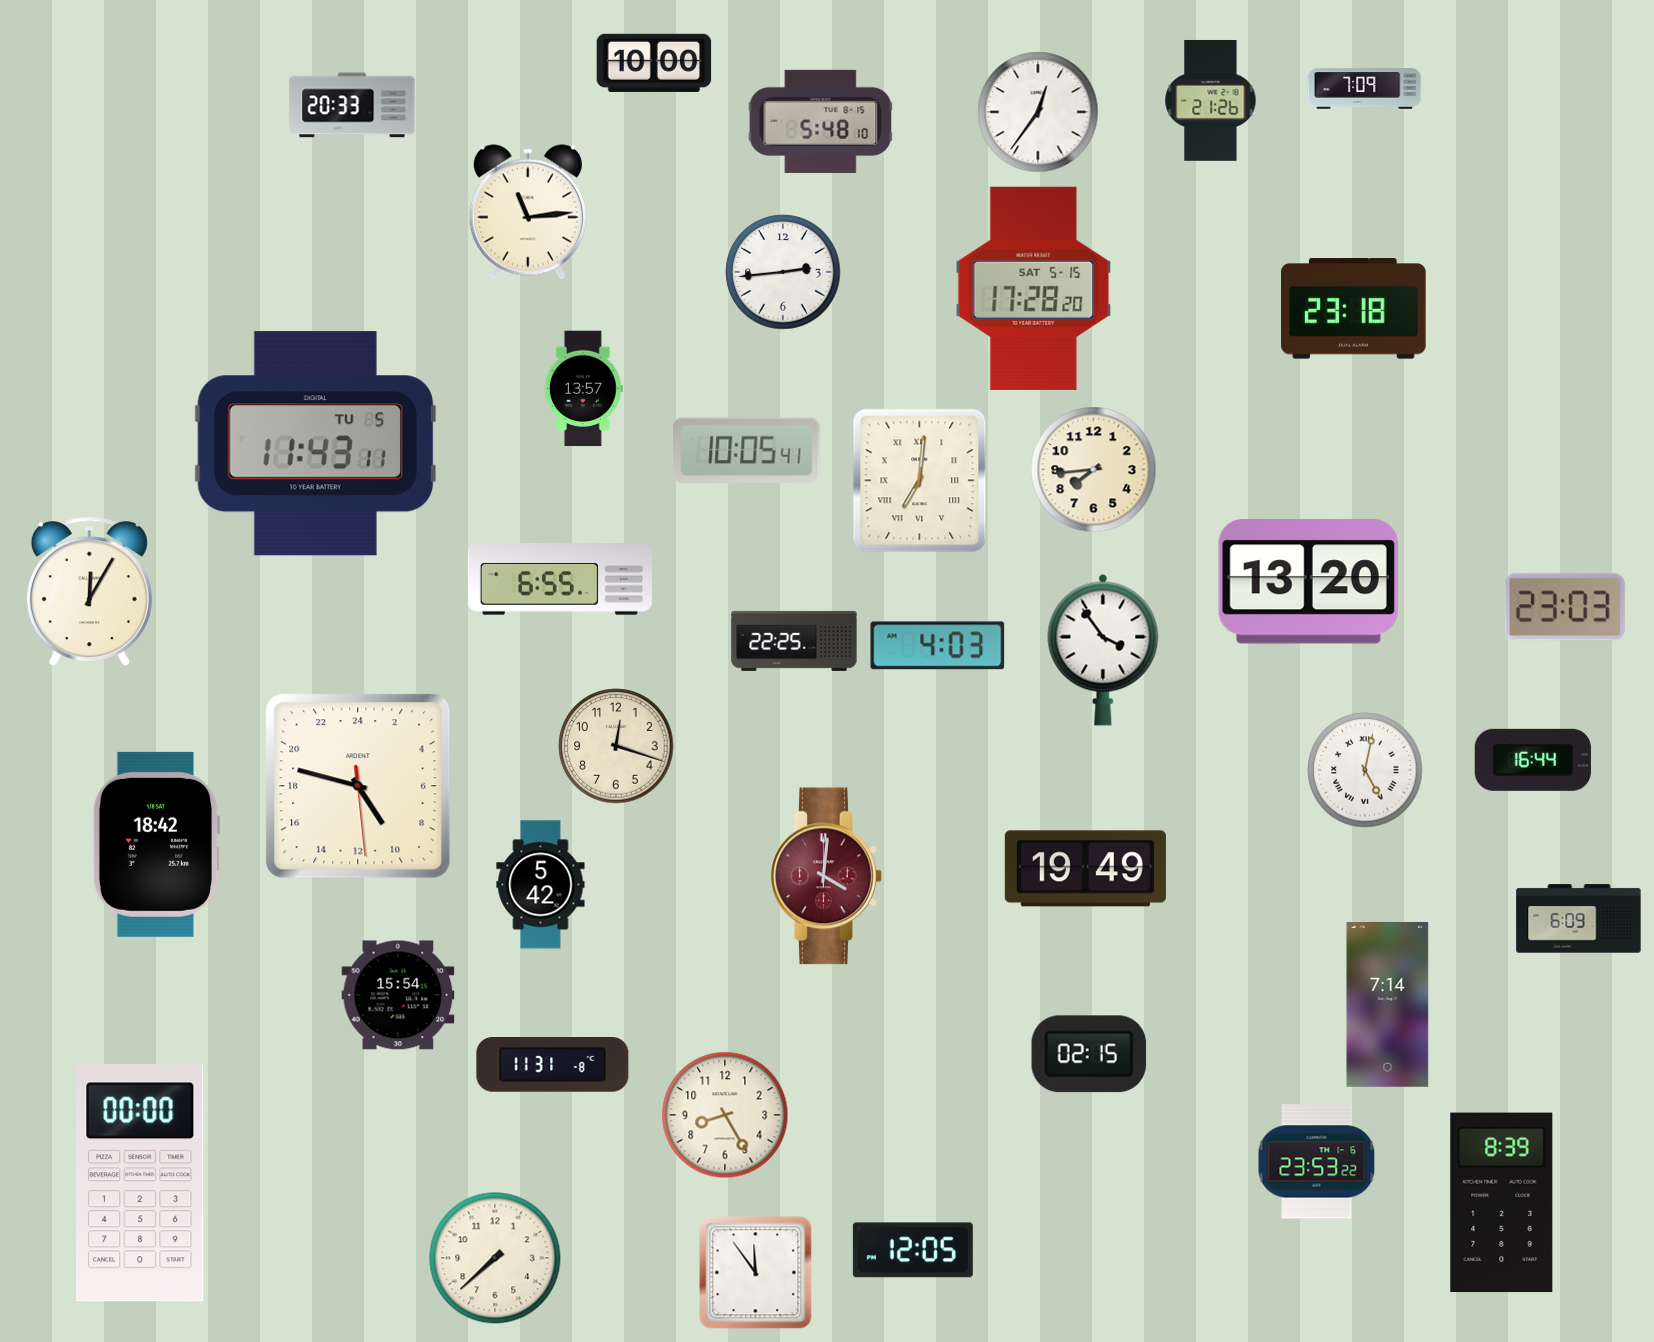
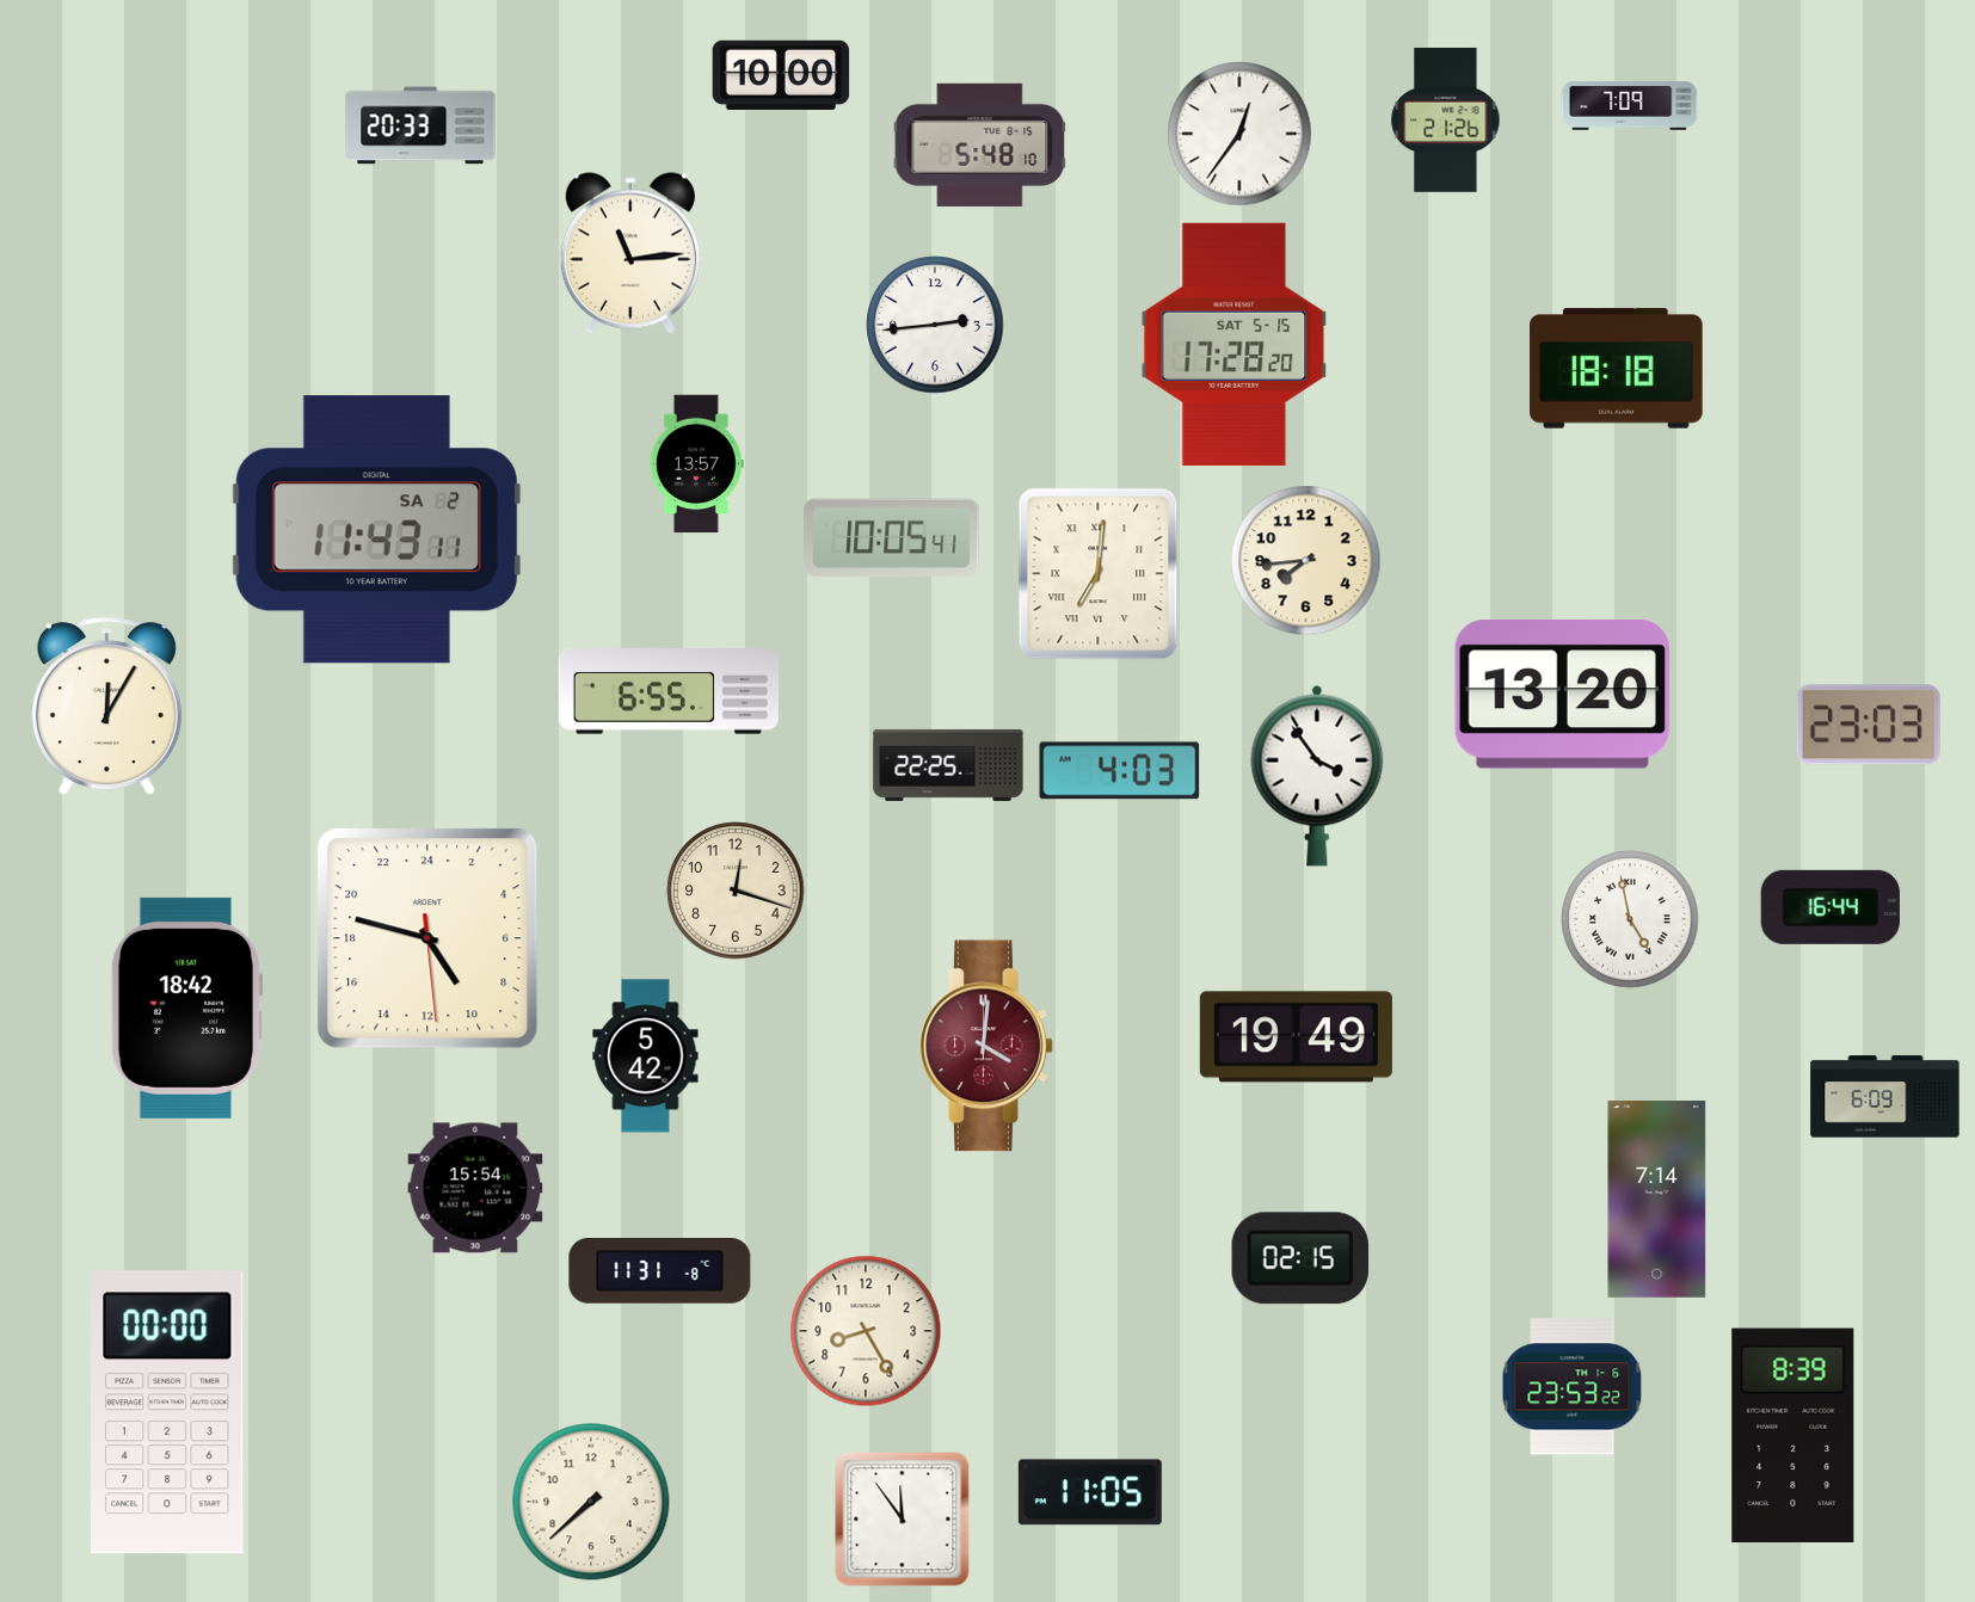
clock at (1354, 309): 23:18 -> 18:18
clock at (315, 444) date: TU 5 -> SA 2
clock at (1365, 770): 5:02 -> 4:58
clock at (913, 1250): 12:05 -> 11:05
